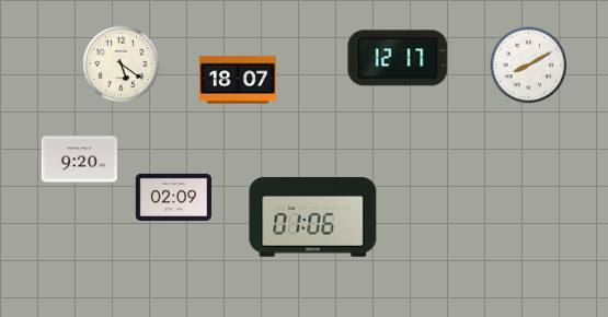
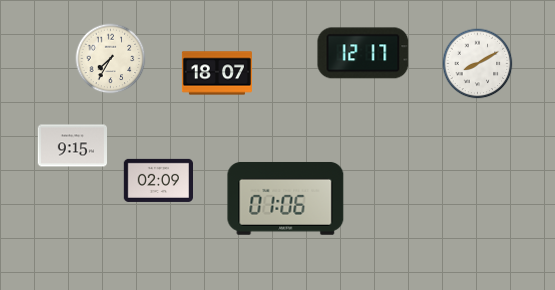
clock at (122, 64): 5:21 -> 7:35
clock at (529, 66) position: (529, 66) -> (478, 64)
clock at (79, 160): 9:20 -> 9:15
